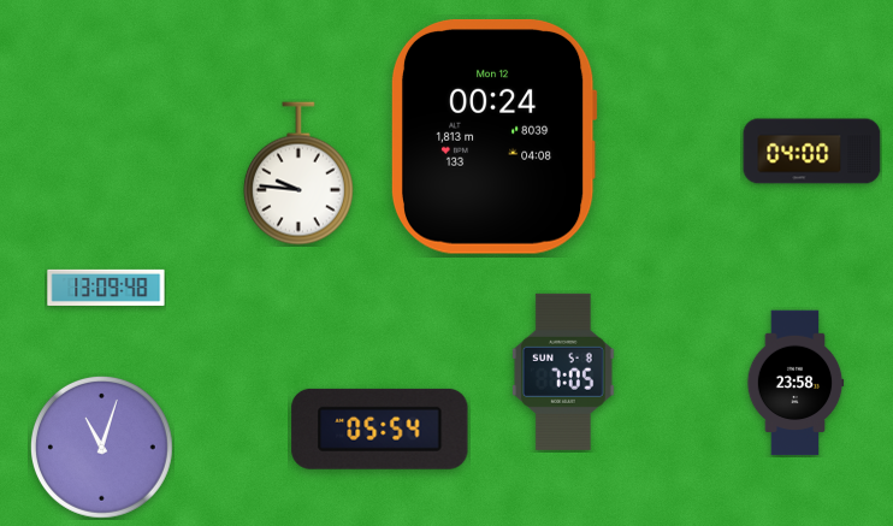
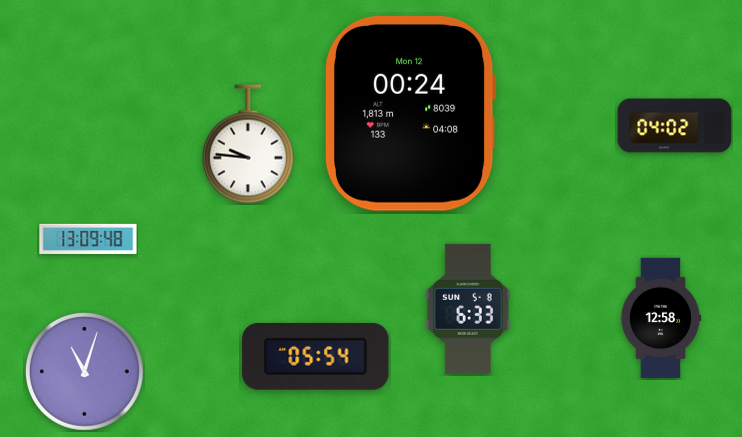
clock at (812, 152): 04:00 -> 04:02
clock at (563, 372): 7:05 -> 6:33
clock at (796, 383): 23:58 -> 12:58
